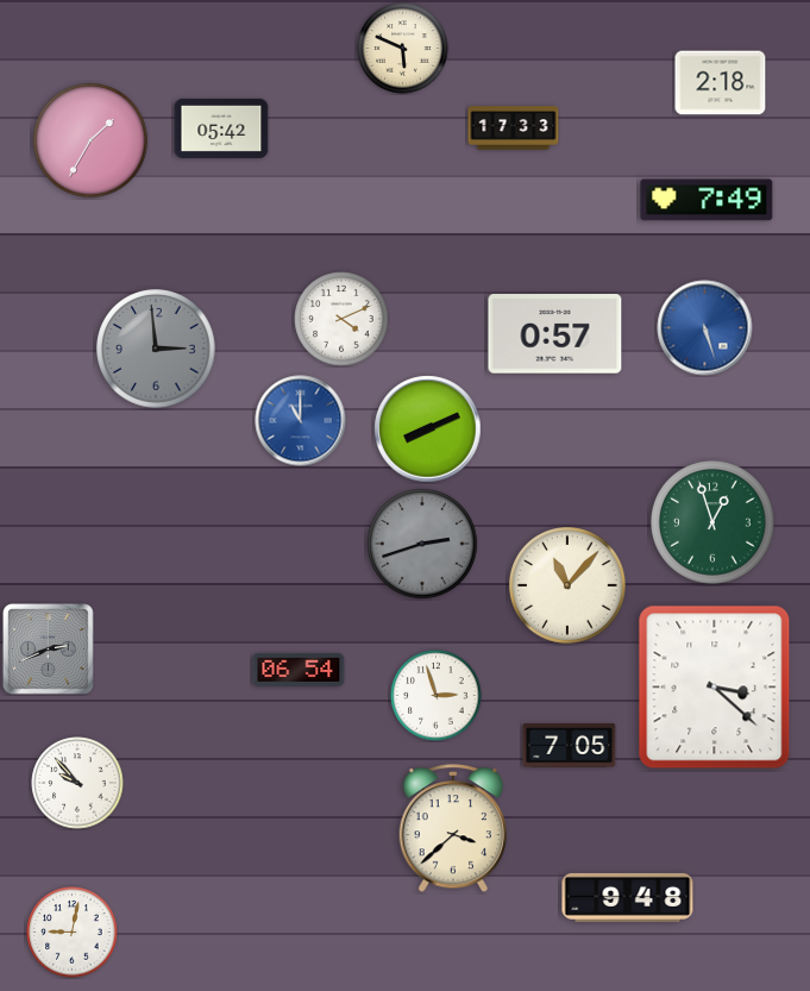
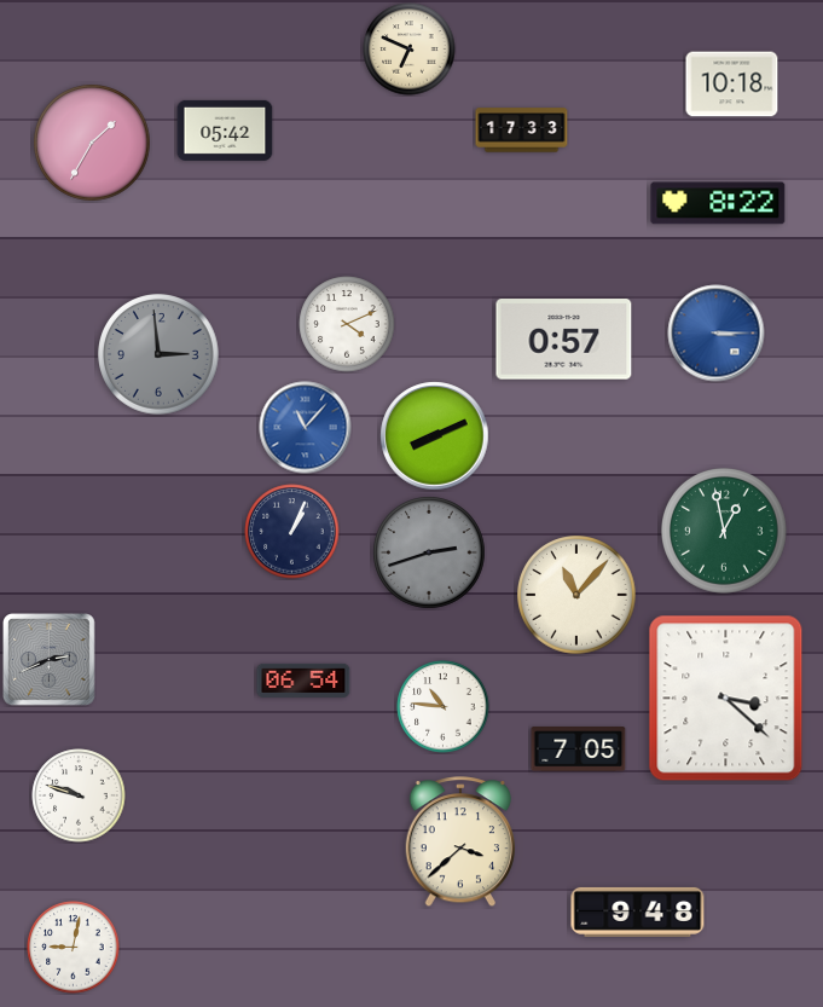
clock at (403, 49): 5:49 -> 6:49
clock at (721, 83): 2:18 -> 10:18
clock at (707, 200): 7:49 -> 8:22
clock at (705, 328): 5:27 -> 3:15
clock at (301, 421): 11:00 -> 11:07
clock at (292, 532): none -> 1:04
clock at (714, 523): 12:57 -> 12:58
clock at (437, 696): 2:57 -> 10:46
clock at (570, 746) position: (570, 746) -> (579, 750)
clock at (77, 783): 9:53 -> 9:48
